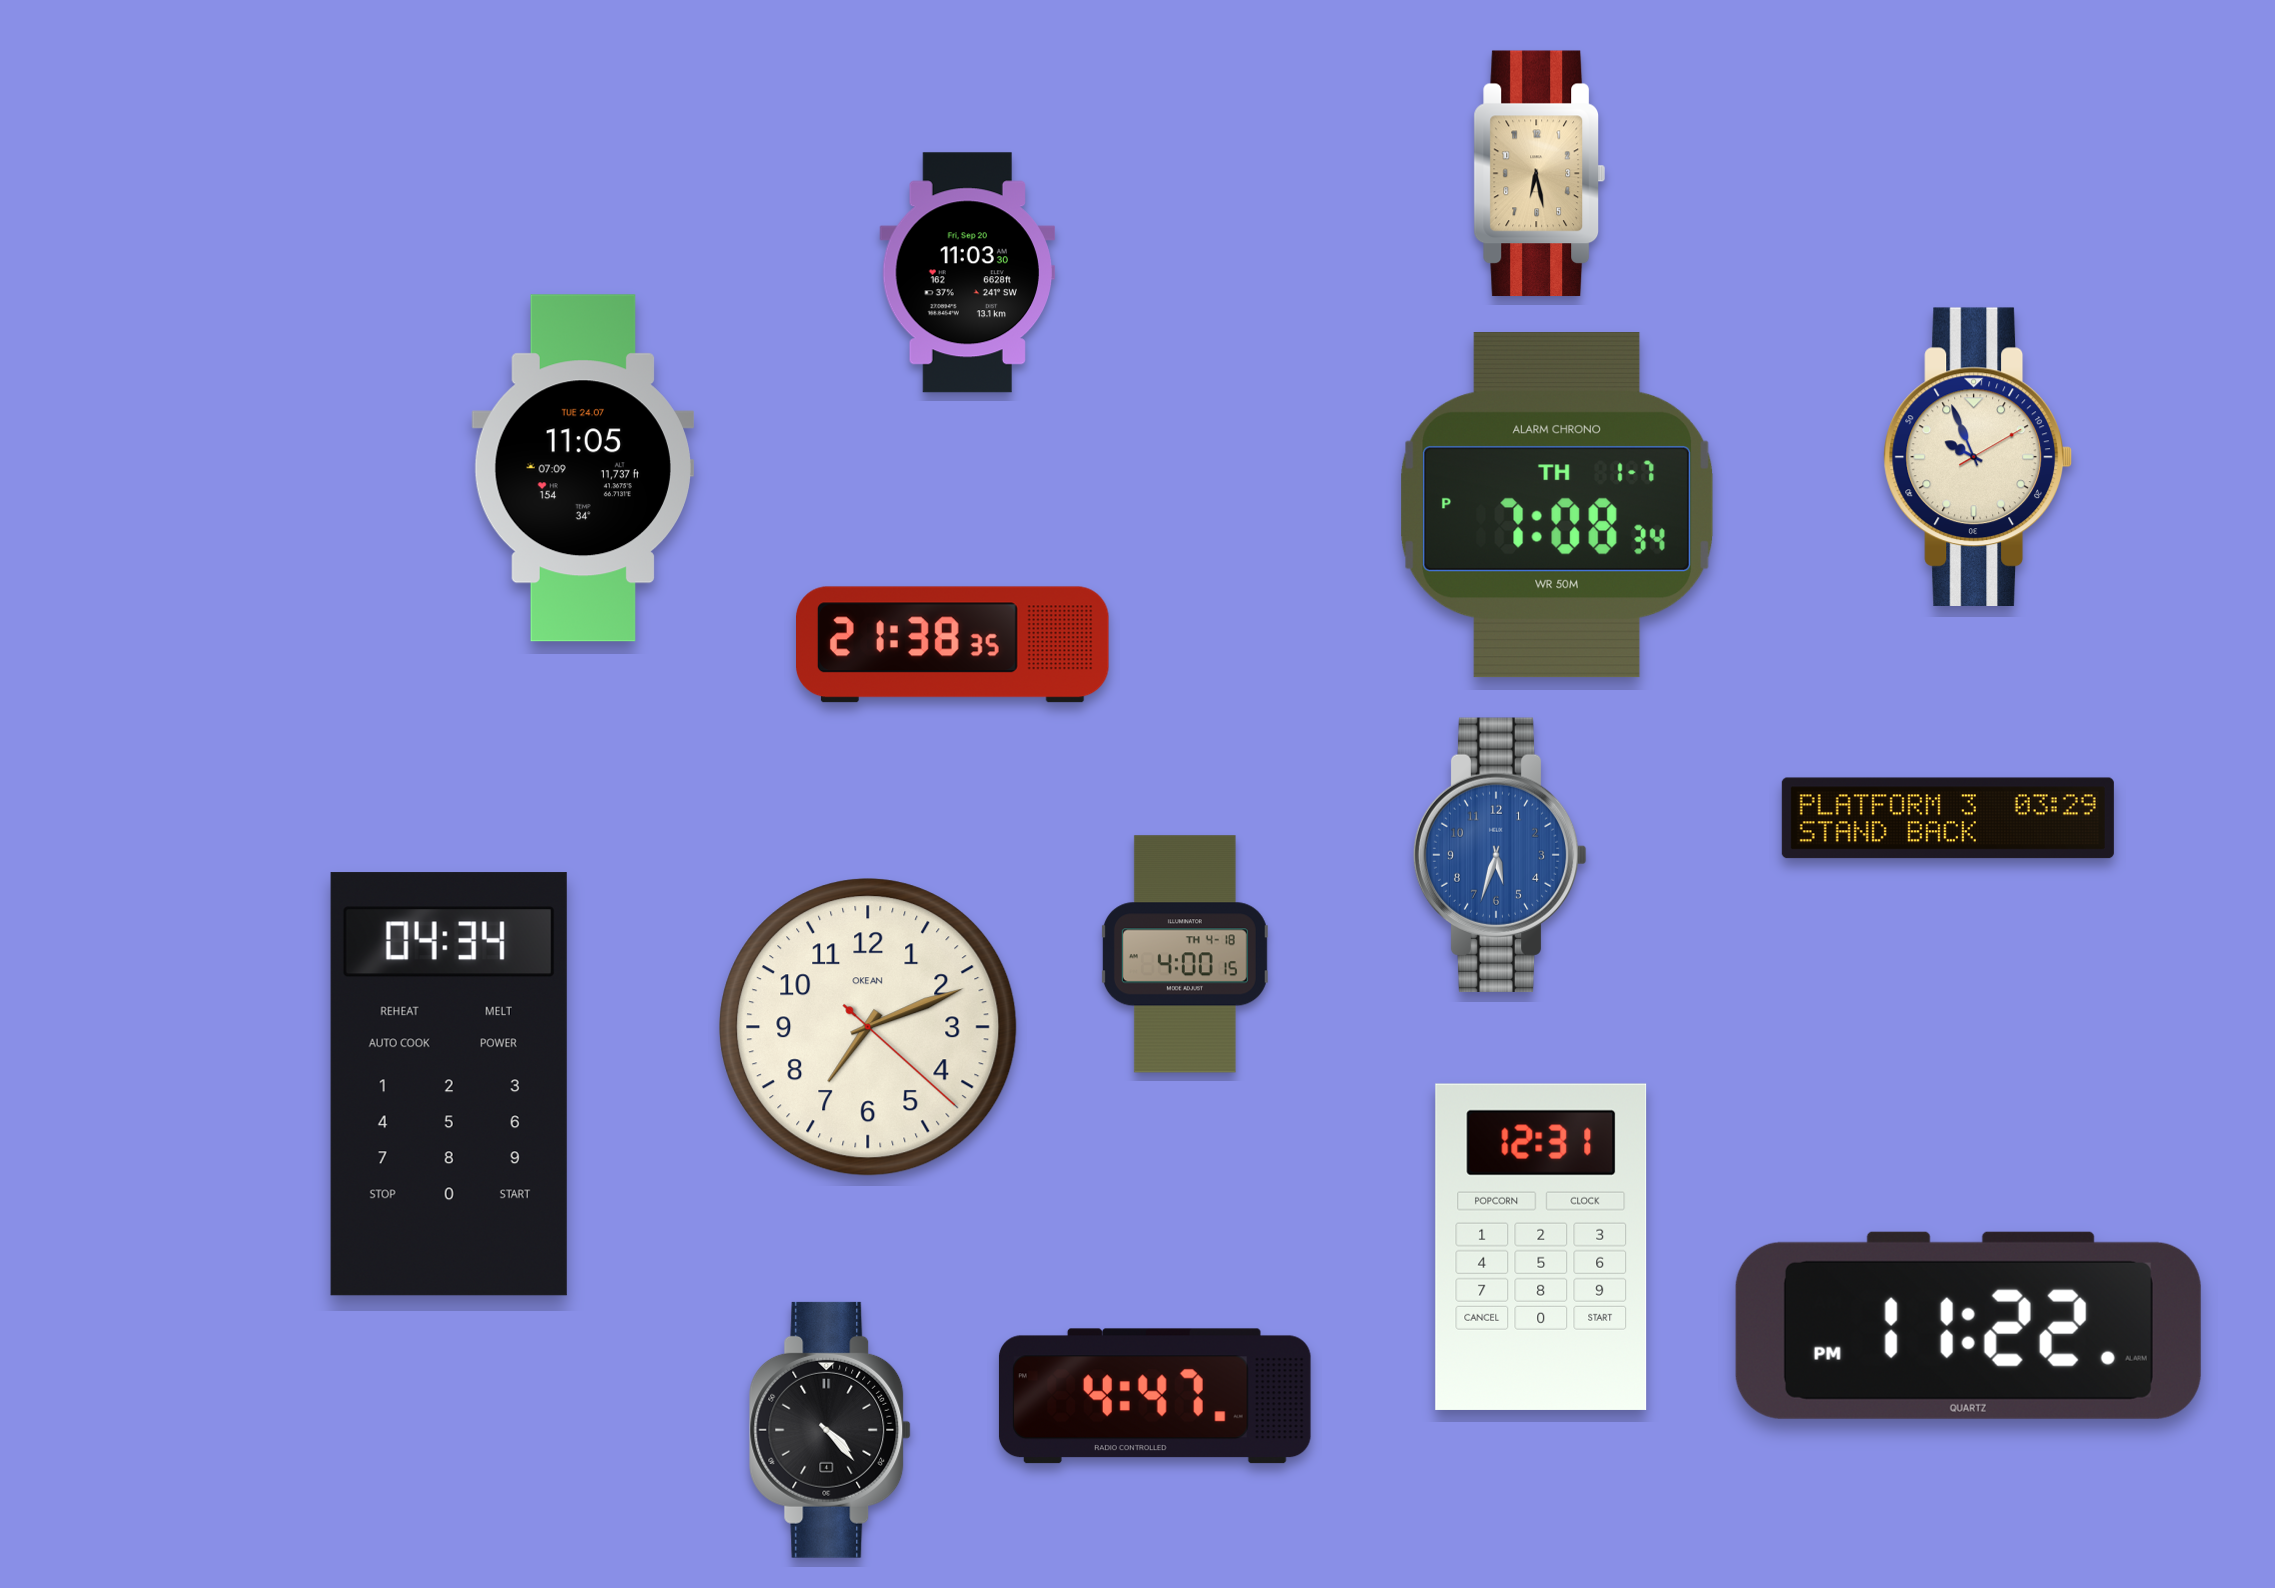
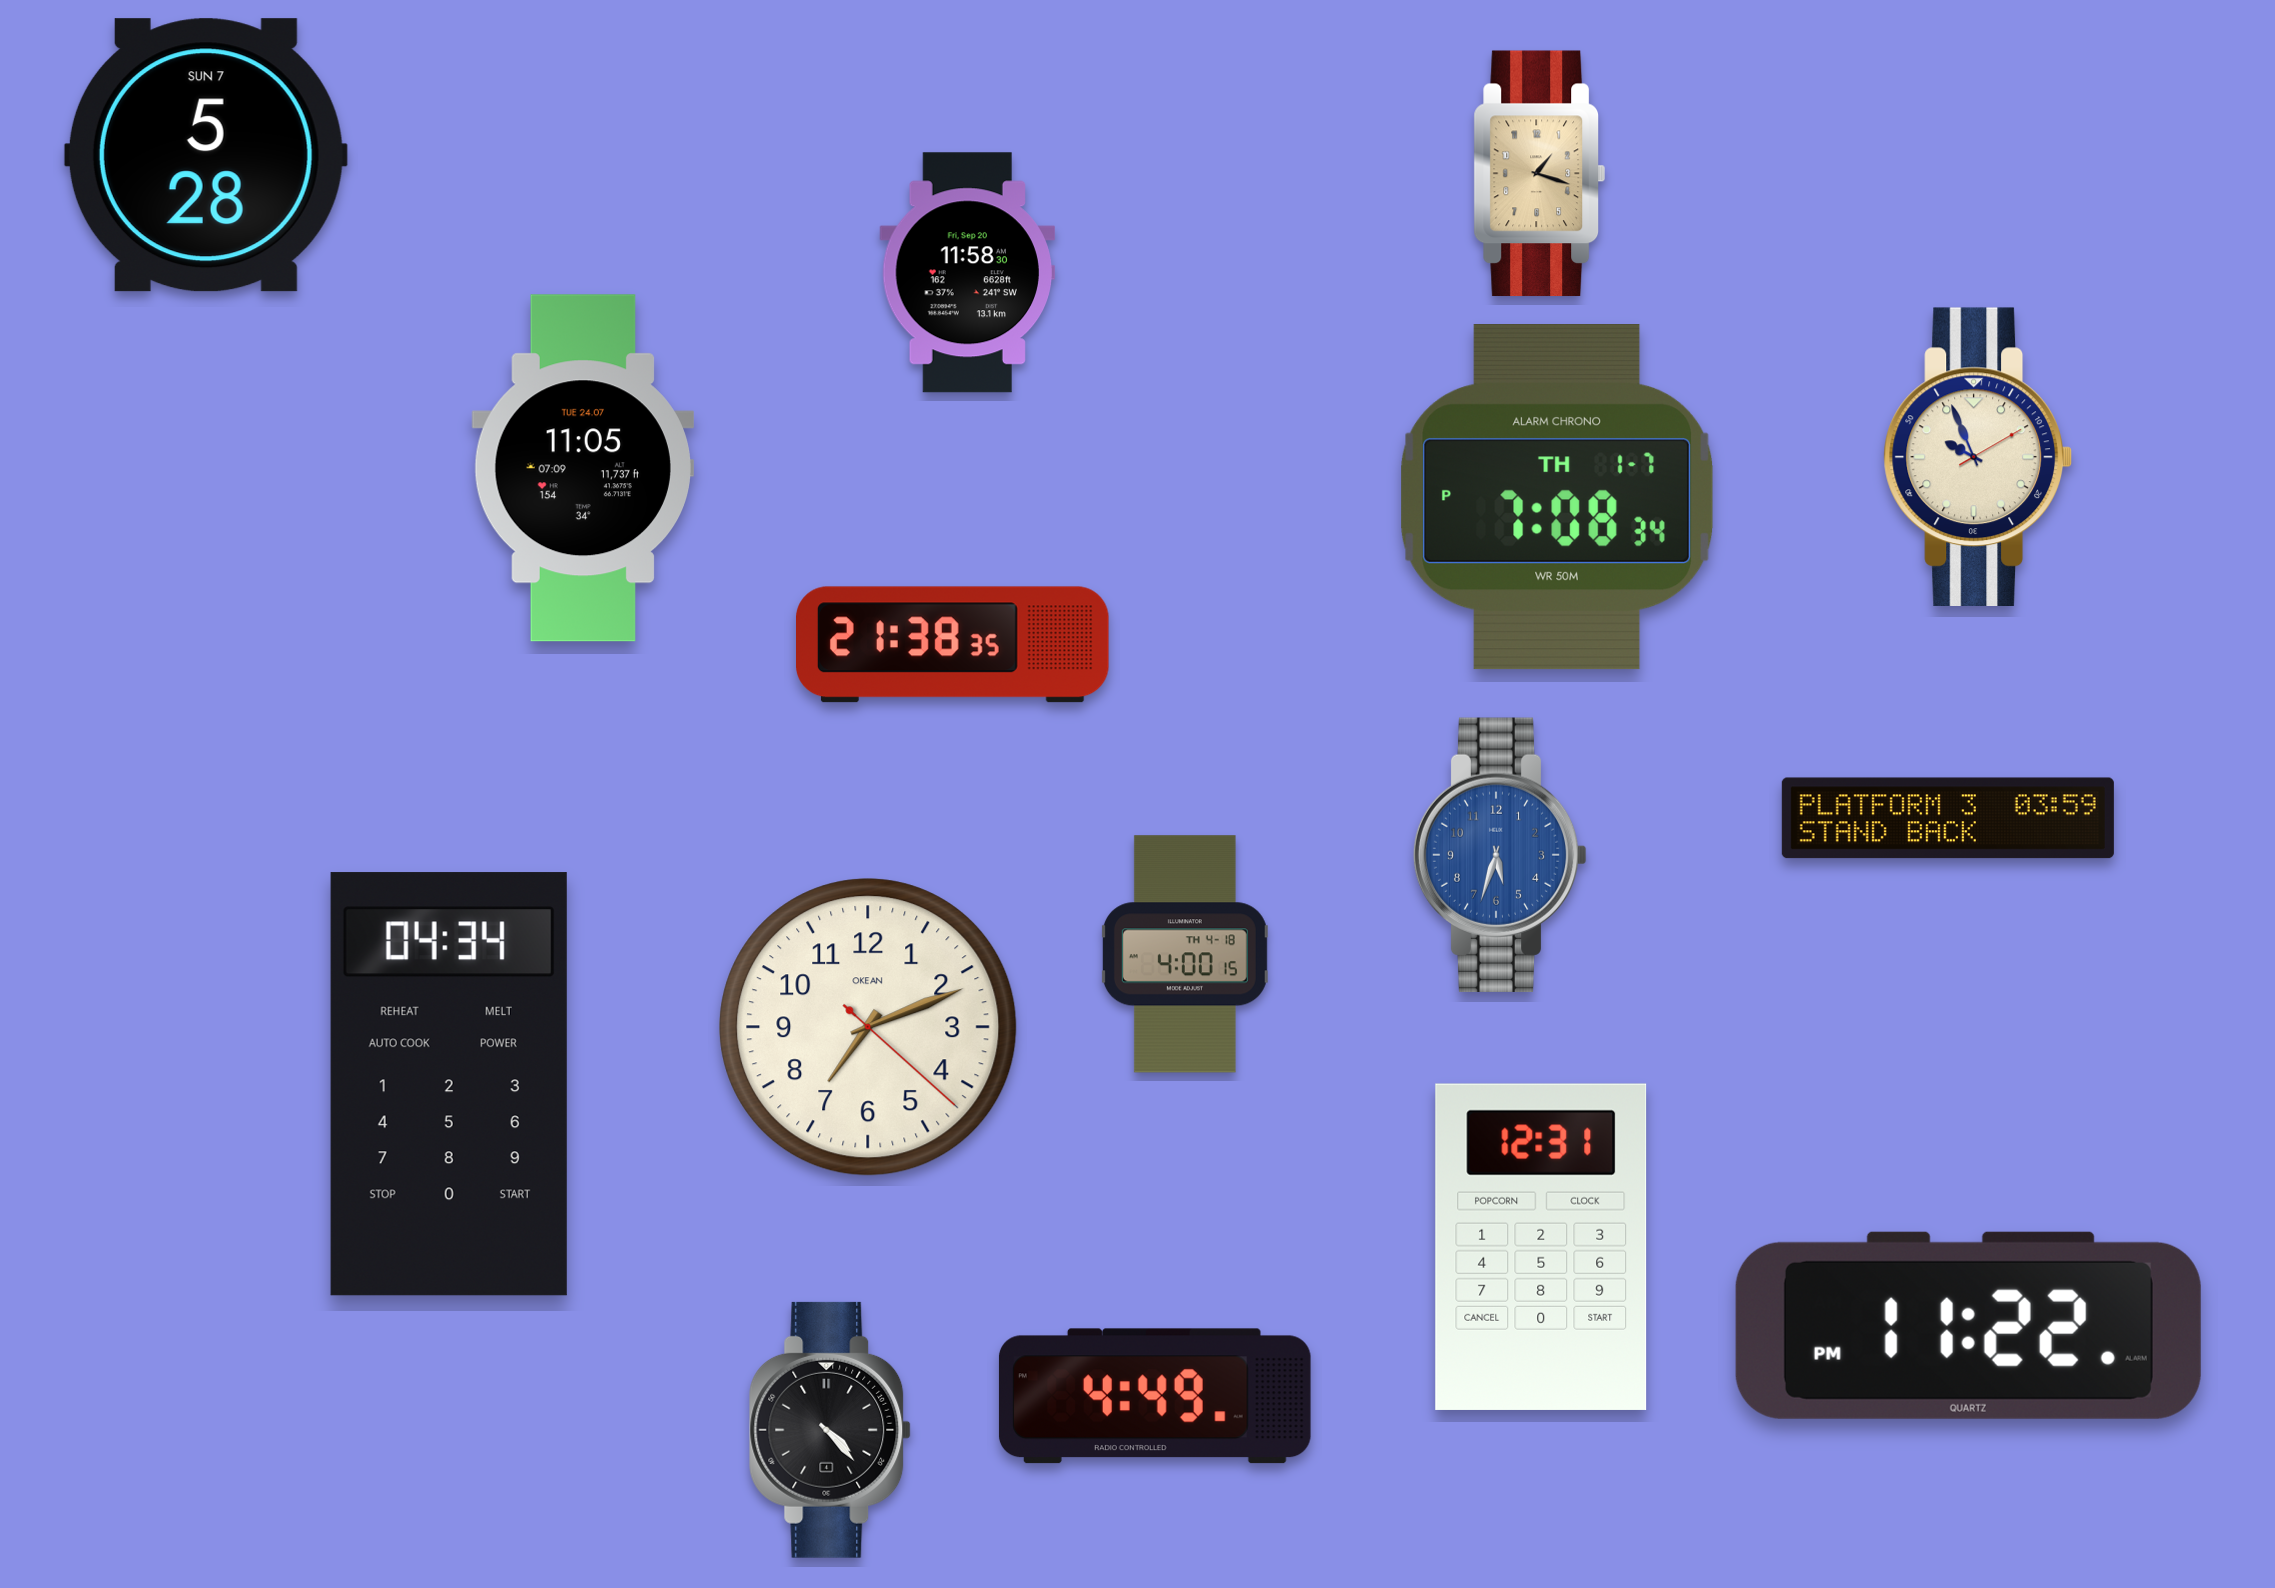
clock at (206, 155): none -> 5:28
clock at (1539, 174): 6:28 -> 1:18
clock at (968, 273): 11:03 -> 11:58
clock at (1557, 505) position: (1557, 505) -> (1557, 497)
clock at (1948, 818): 03:29 -> 03:59
clock at (1155, 1396): 4:47 -> 4:49
